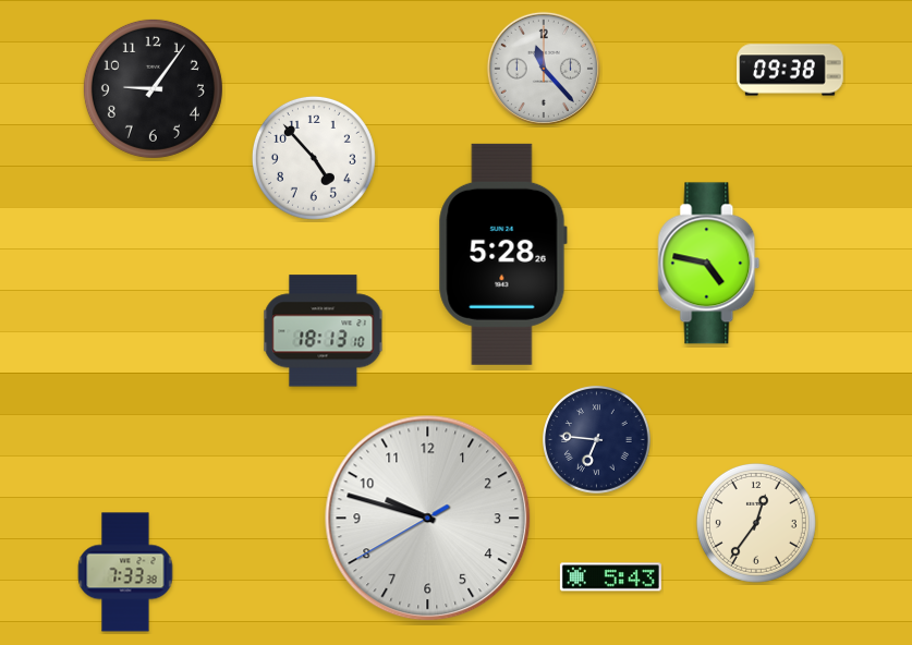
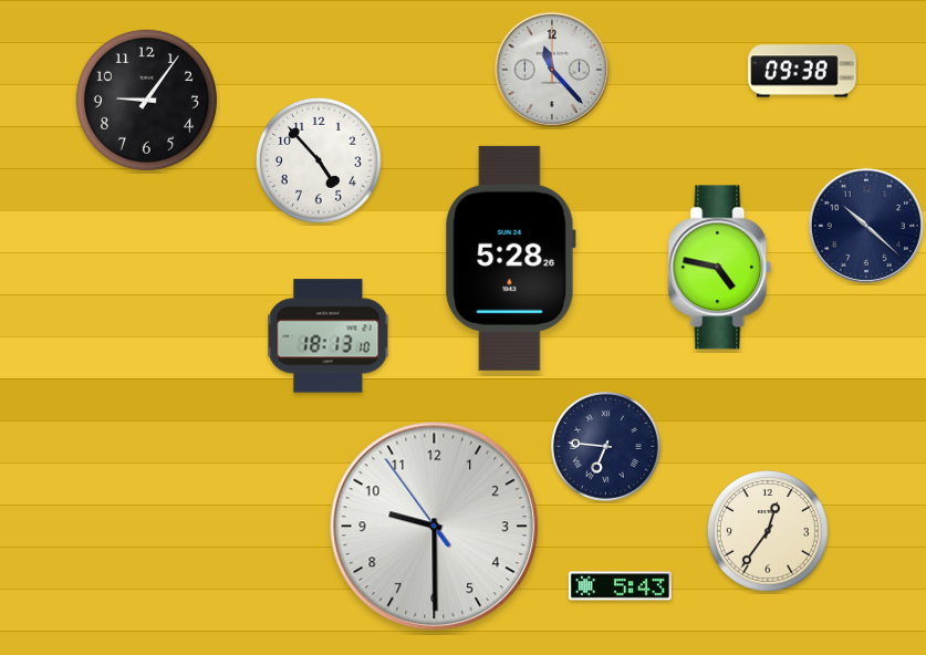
clock at (153, 88) position: (153, 88) -> (146, 100)
clock at (866, 226): none -> 10:22
clock at (428, 519): 9:47 -> 9:29
clock at (125, 572): 7:33 -> none
